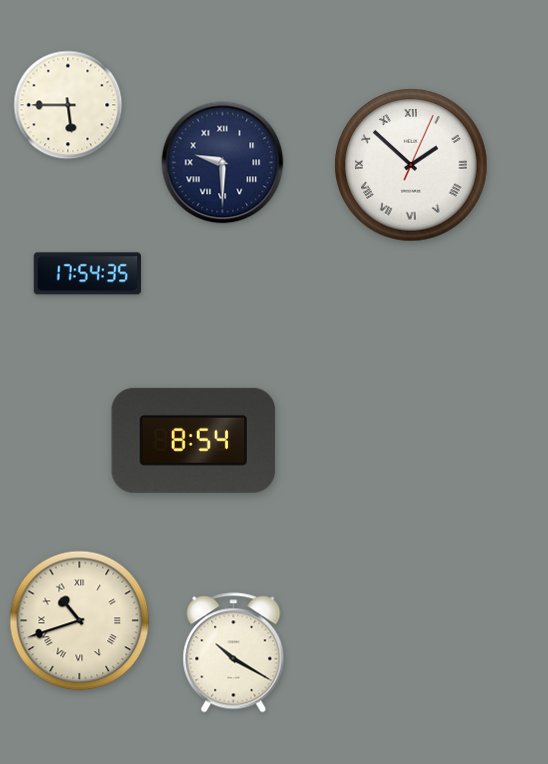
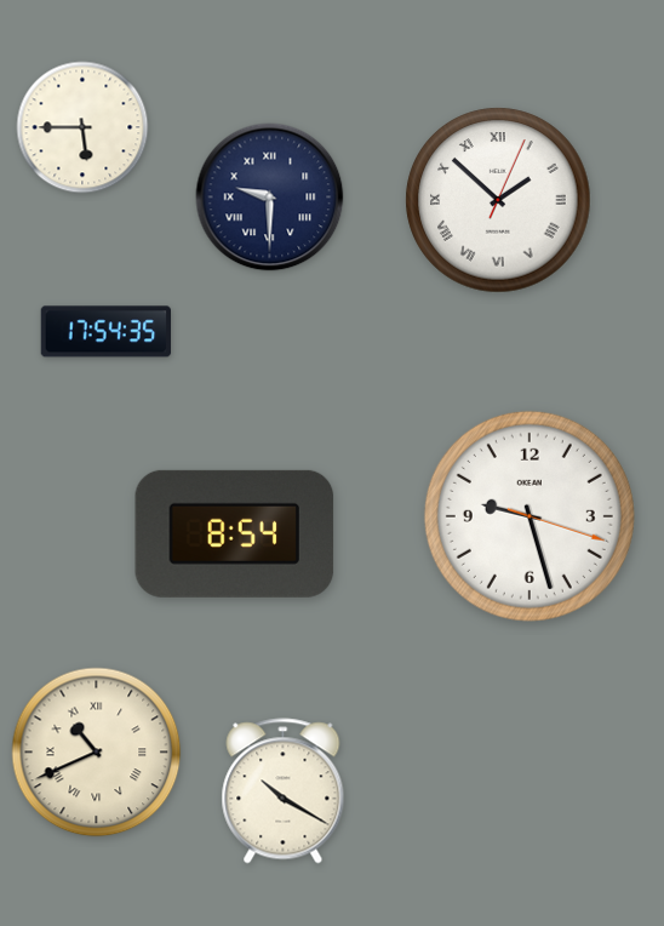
clock at (530, 516): none -> 9:27
clock at (80, 621): 10:42 -> 10:41
